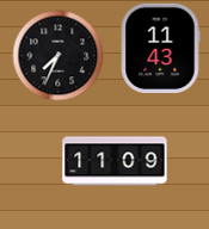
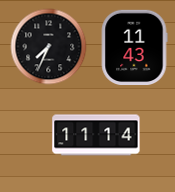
clock at (160, 48) position: (160, 48) -> (134, 47)
clock at (115, 161): 11:09 -> 11:14
